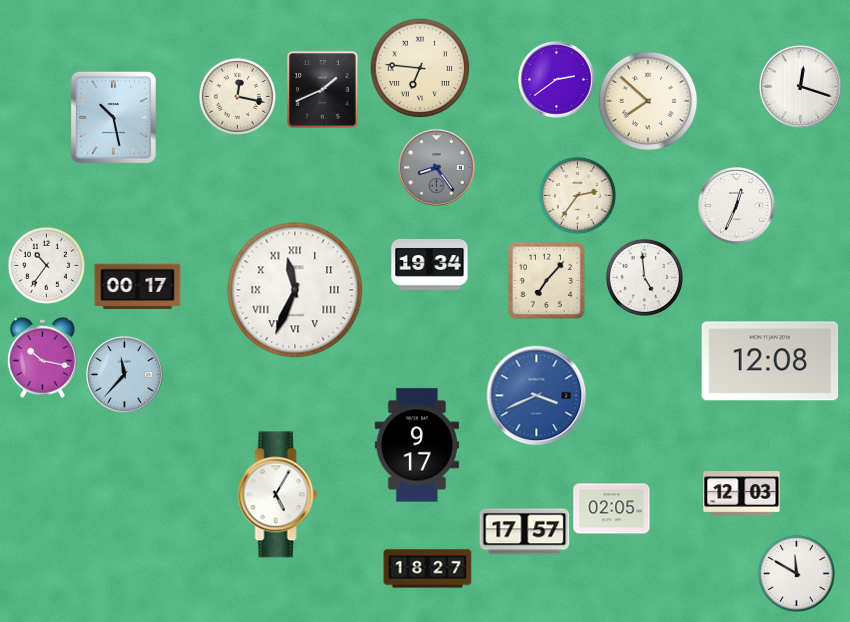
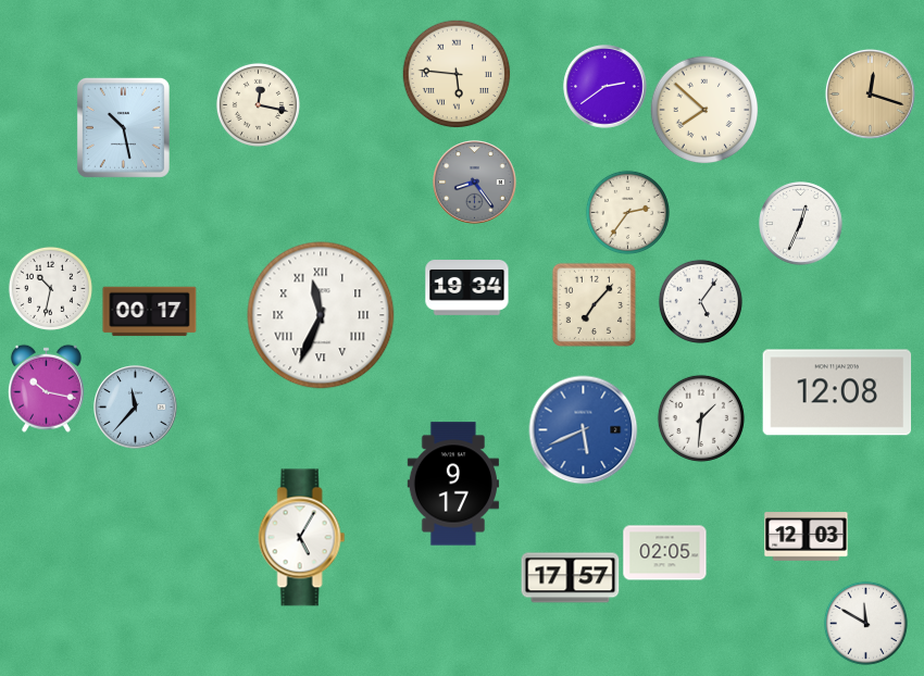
clock at (420, 68): 6:46 -> 5:46
clock at (800, 86) dial: white -> champagne
clock at (323, 90): 1:41 -> none
clock at (46, 265): 10:36 -> 10:32
clock at (644, 277): 4:59 -> 5:06
clock at (701, 418): none -> 1:31
clock at (537, 396): 3:41 -> 5:41
clock at (428, 569): 18:27 -> none
